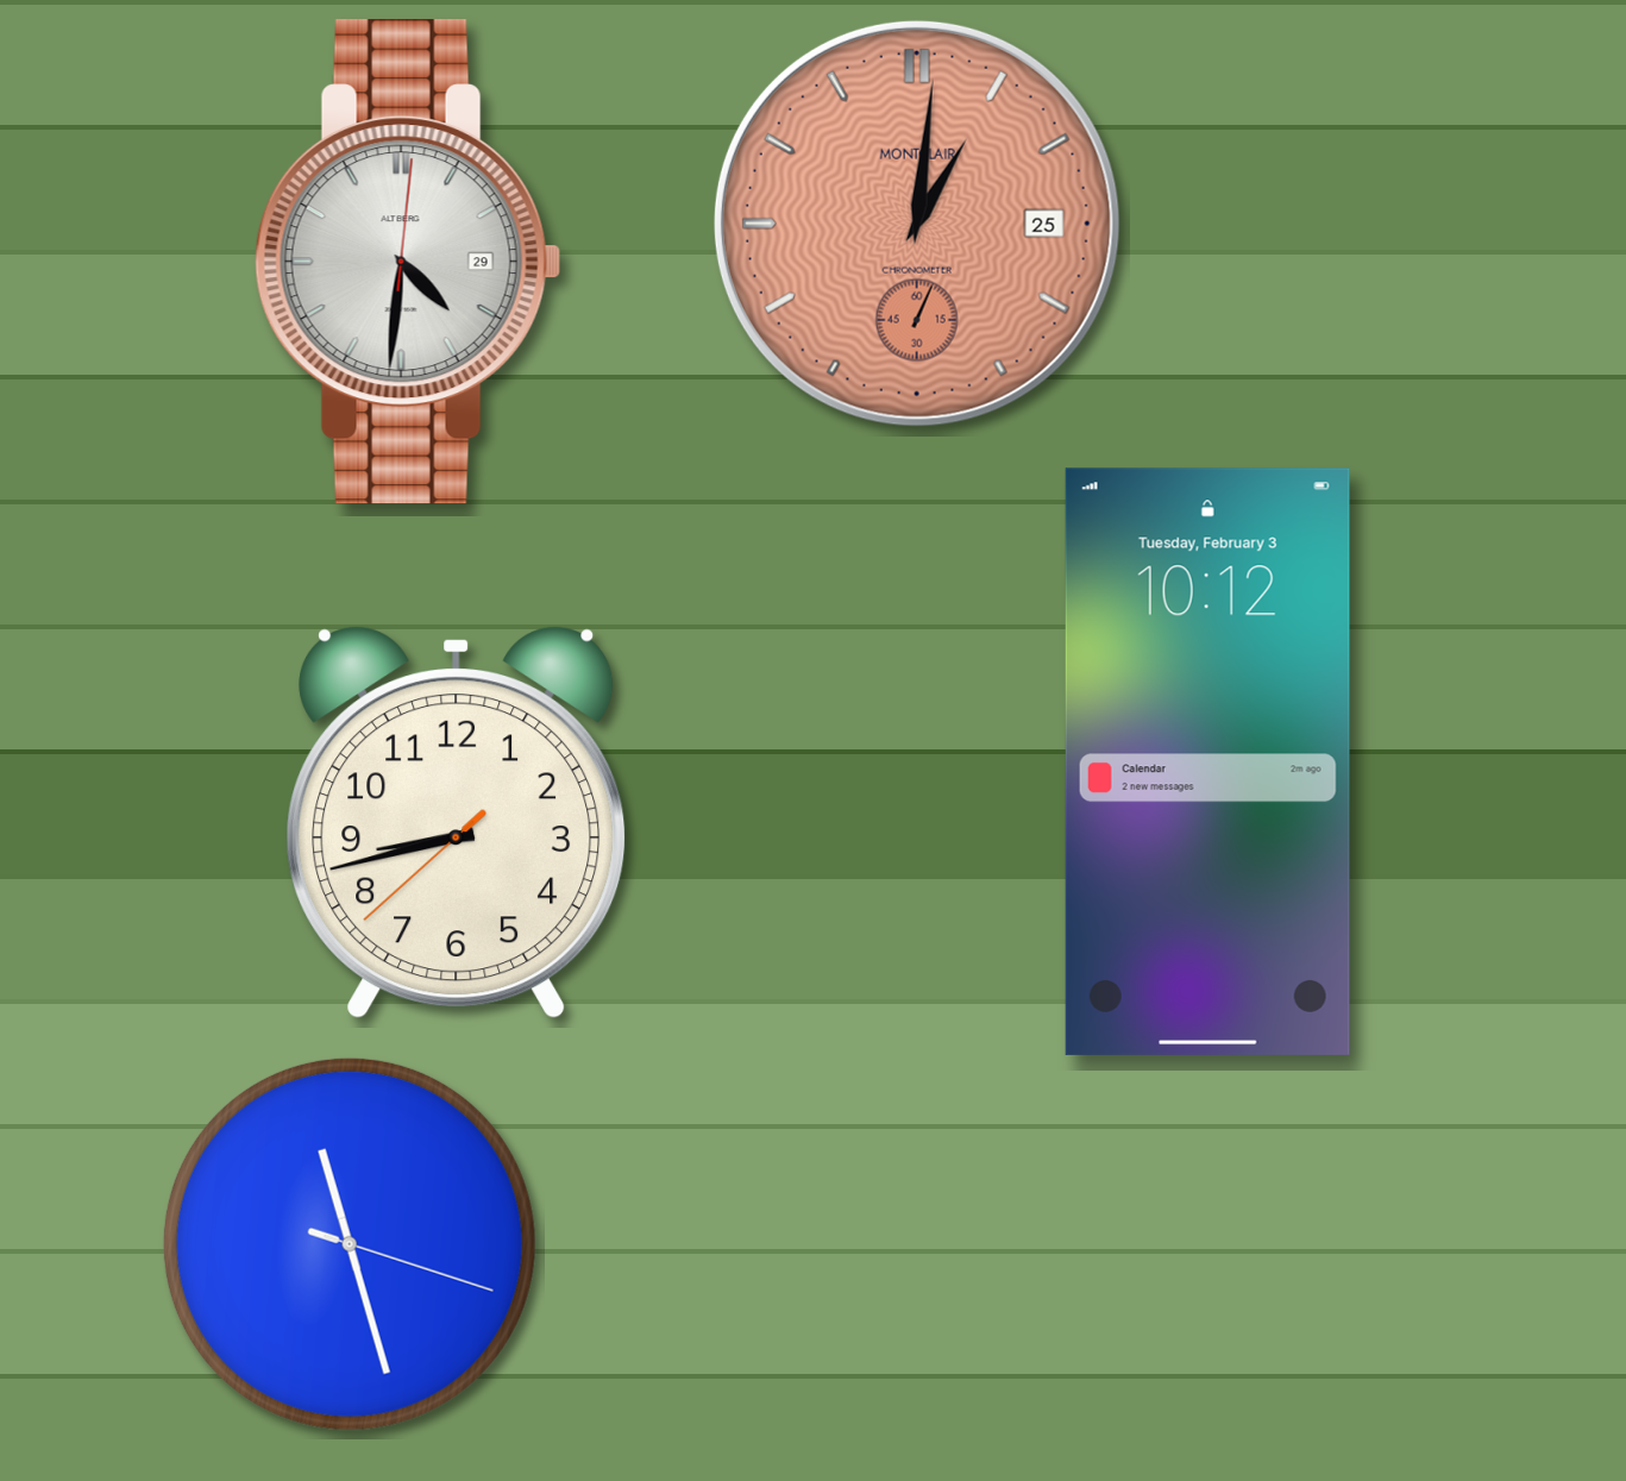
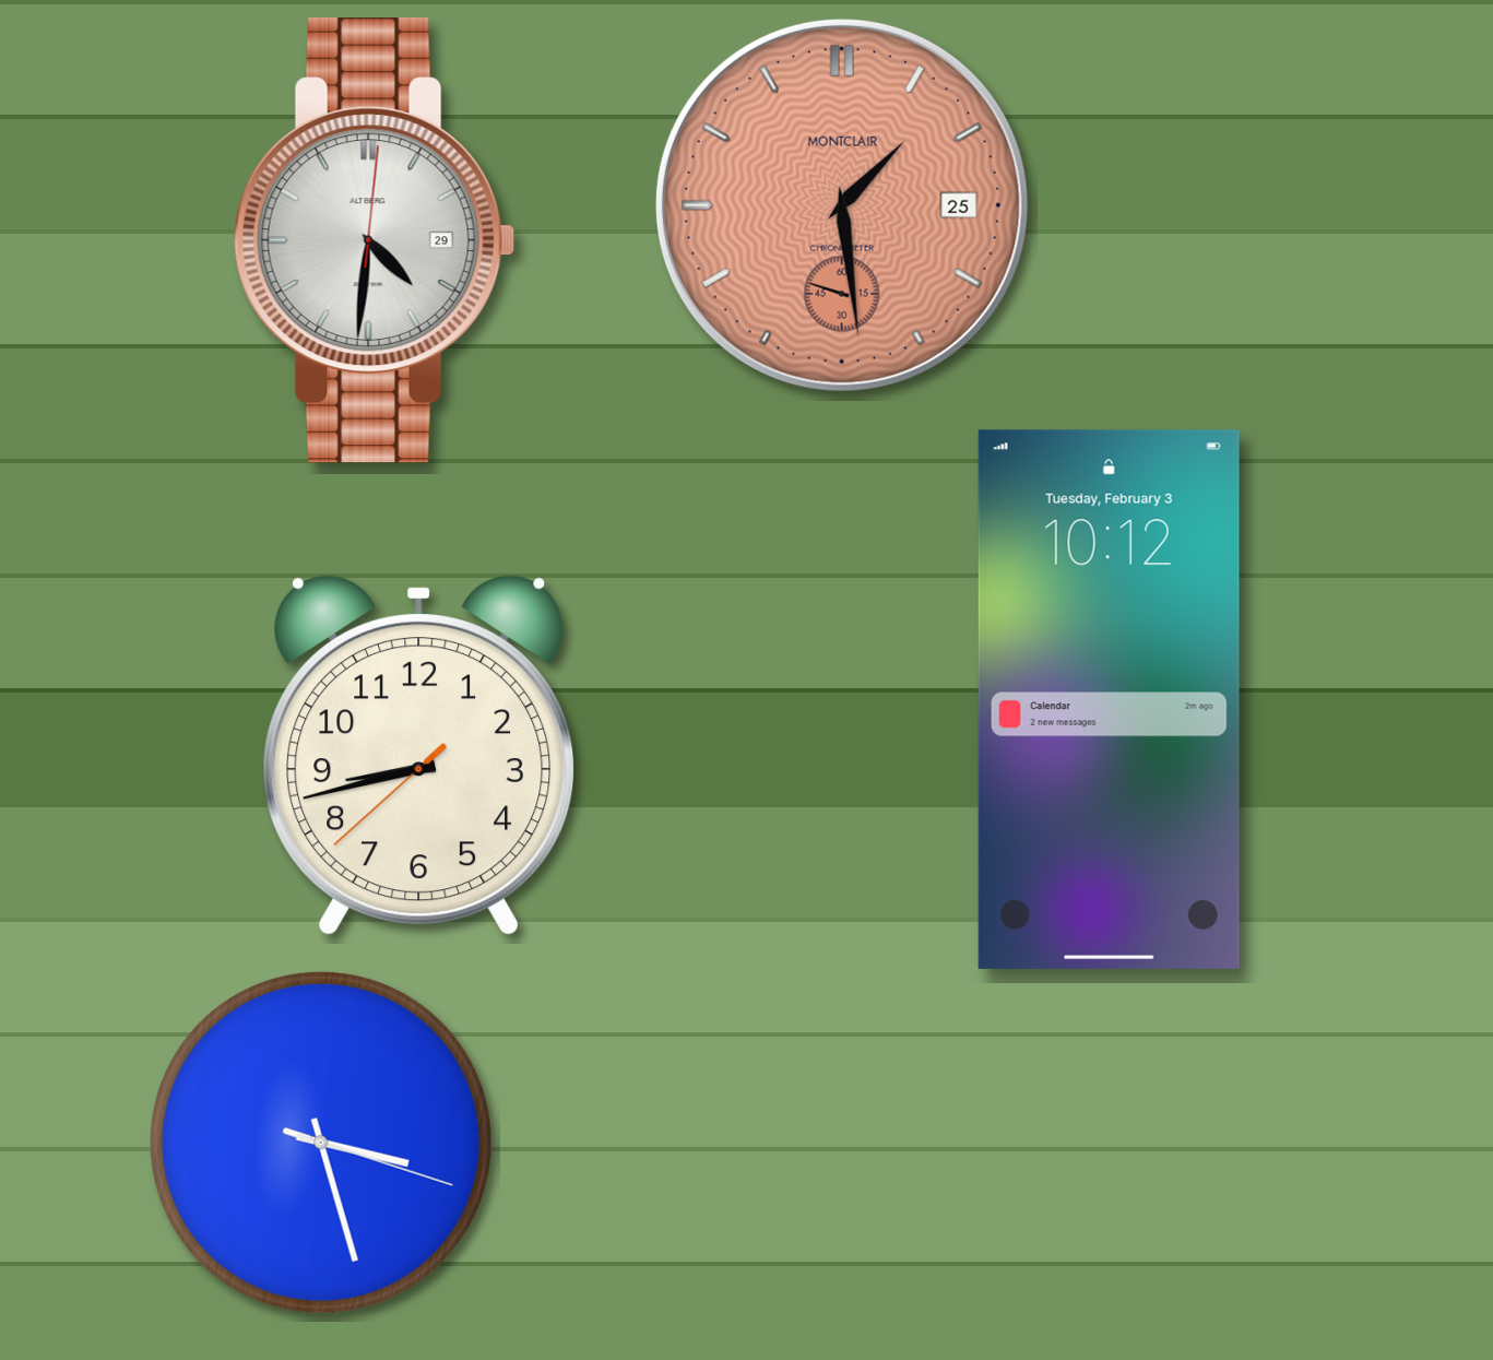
clock at (917, 224): 1:01 -> 1:28
clock at (350, 1244): 11:27 -> 3:27
